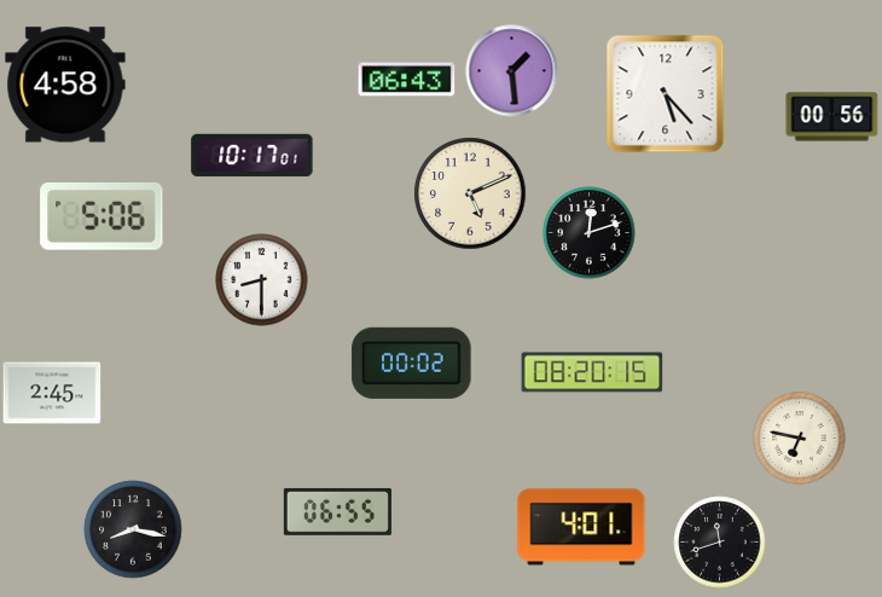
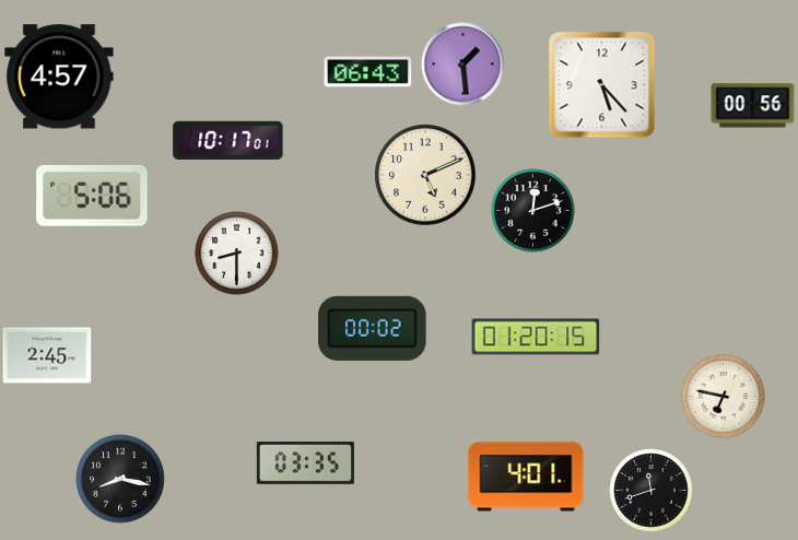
clock at (65, 85): 4:58 -> 4:57
clock at (592, 372): 08:20 -> 01:20
clock at (337, 511): 06:55 -> 03:35
